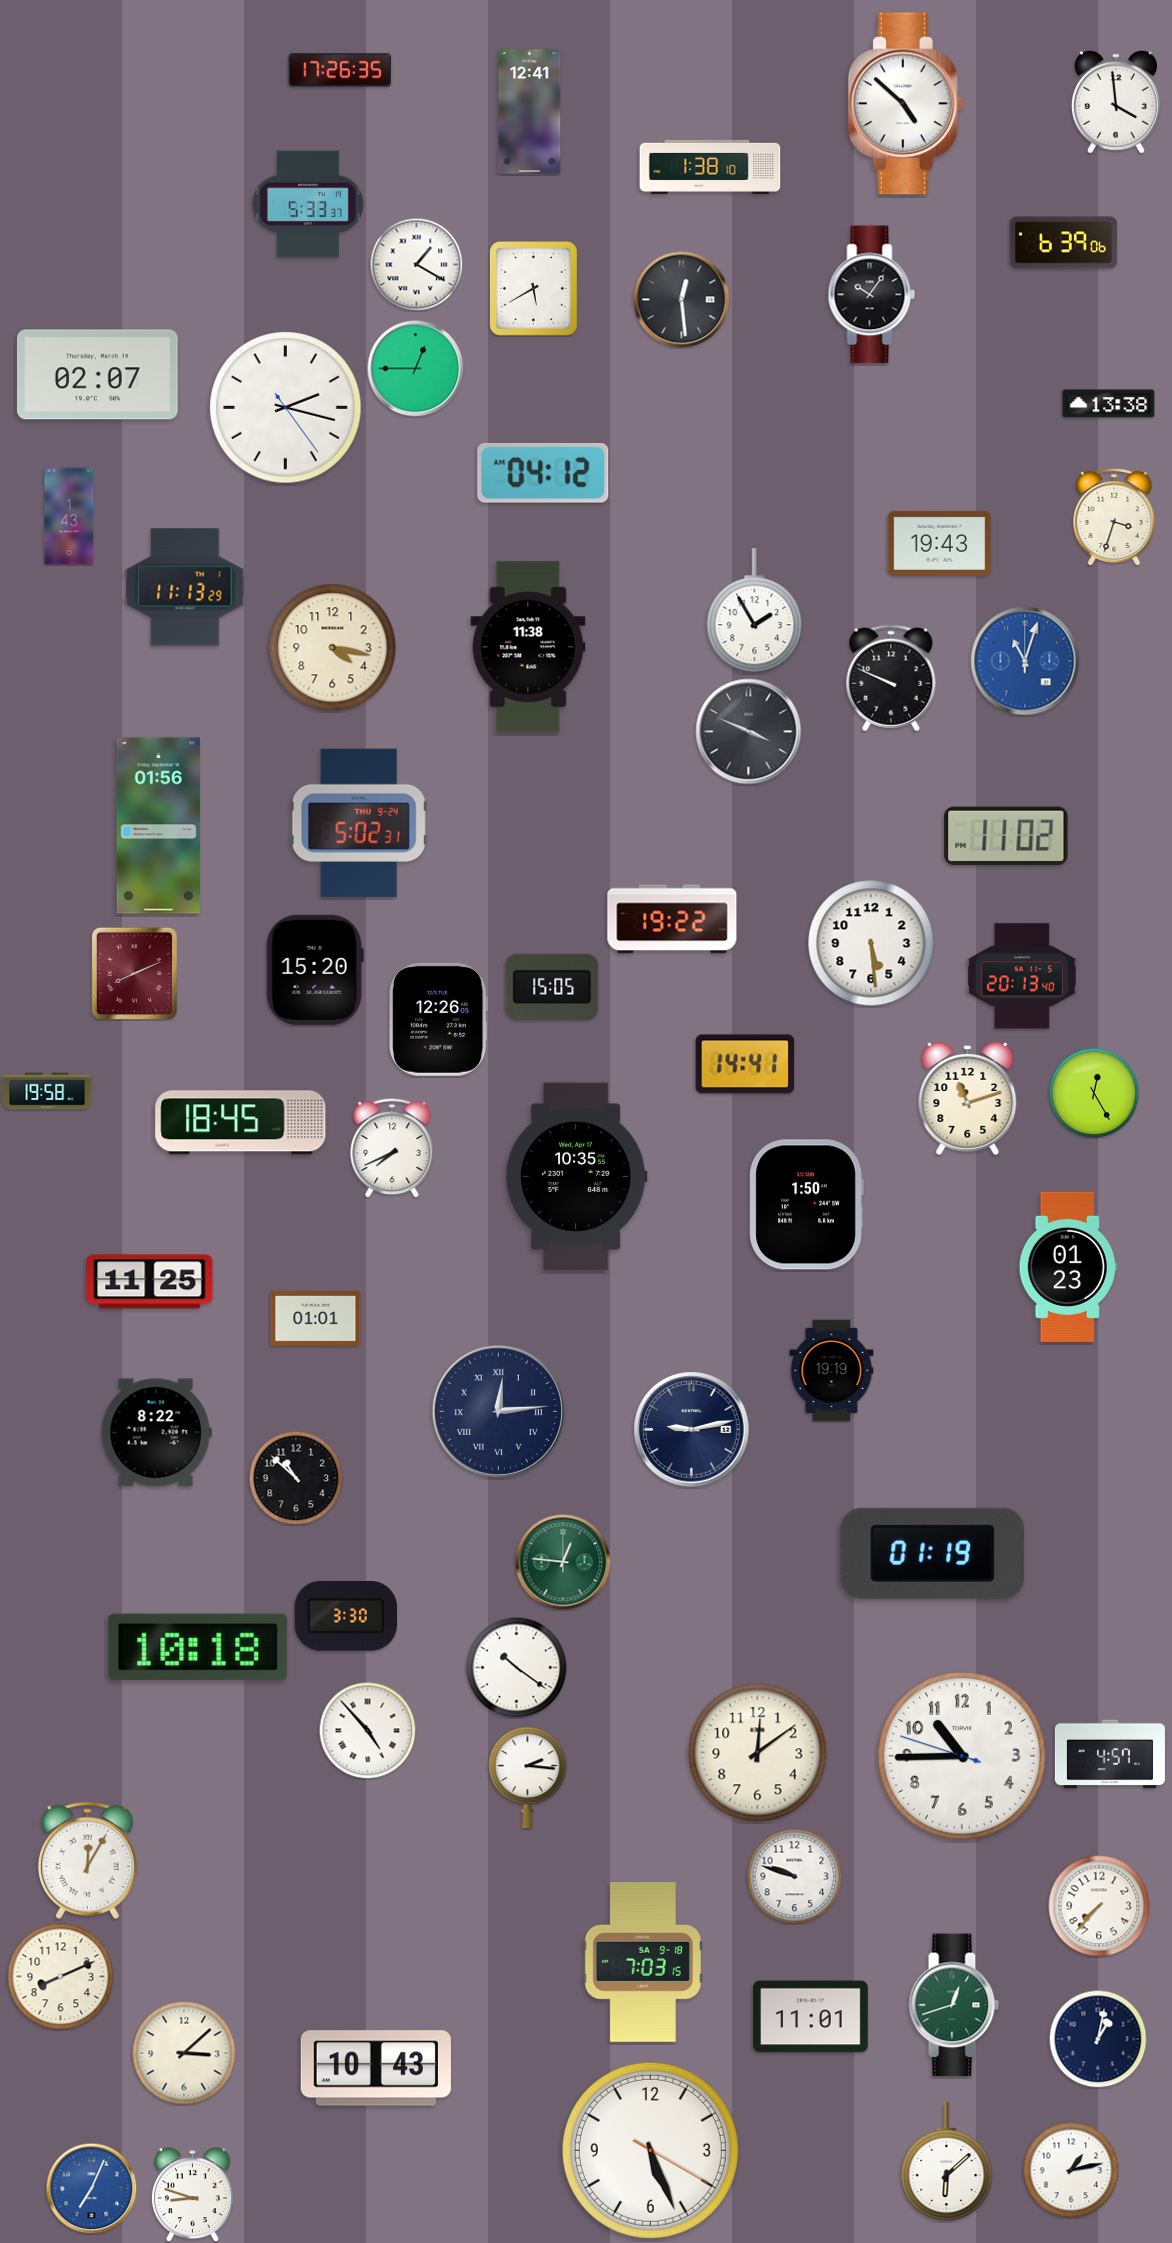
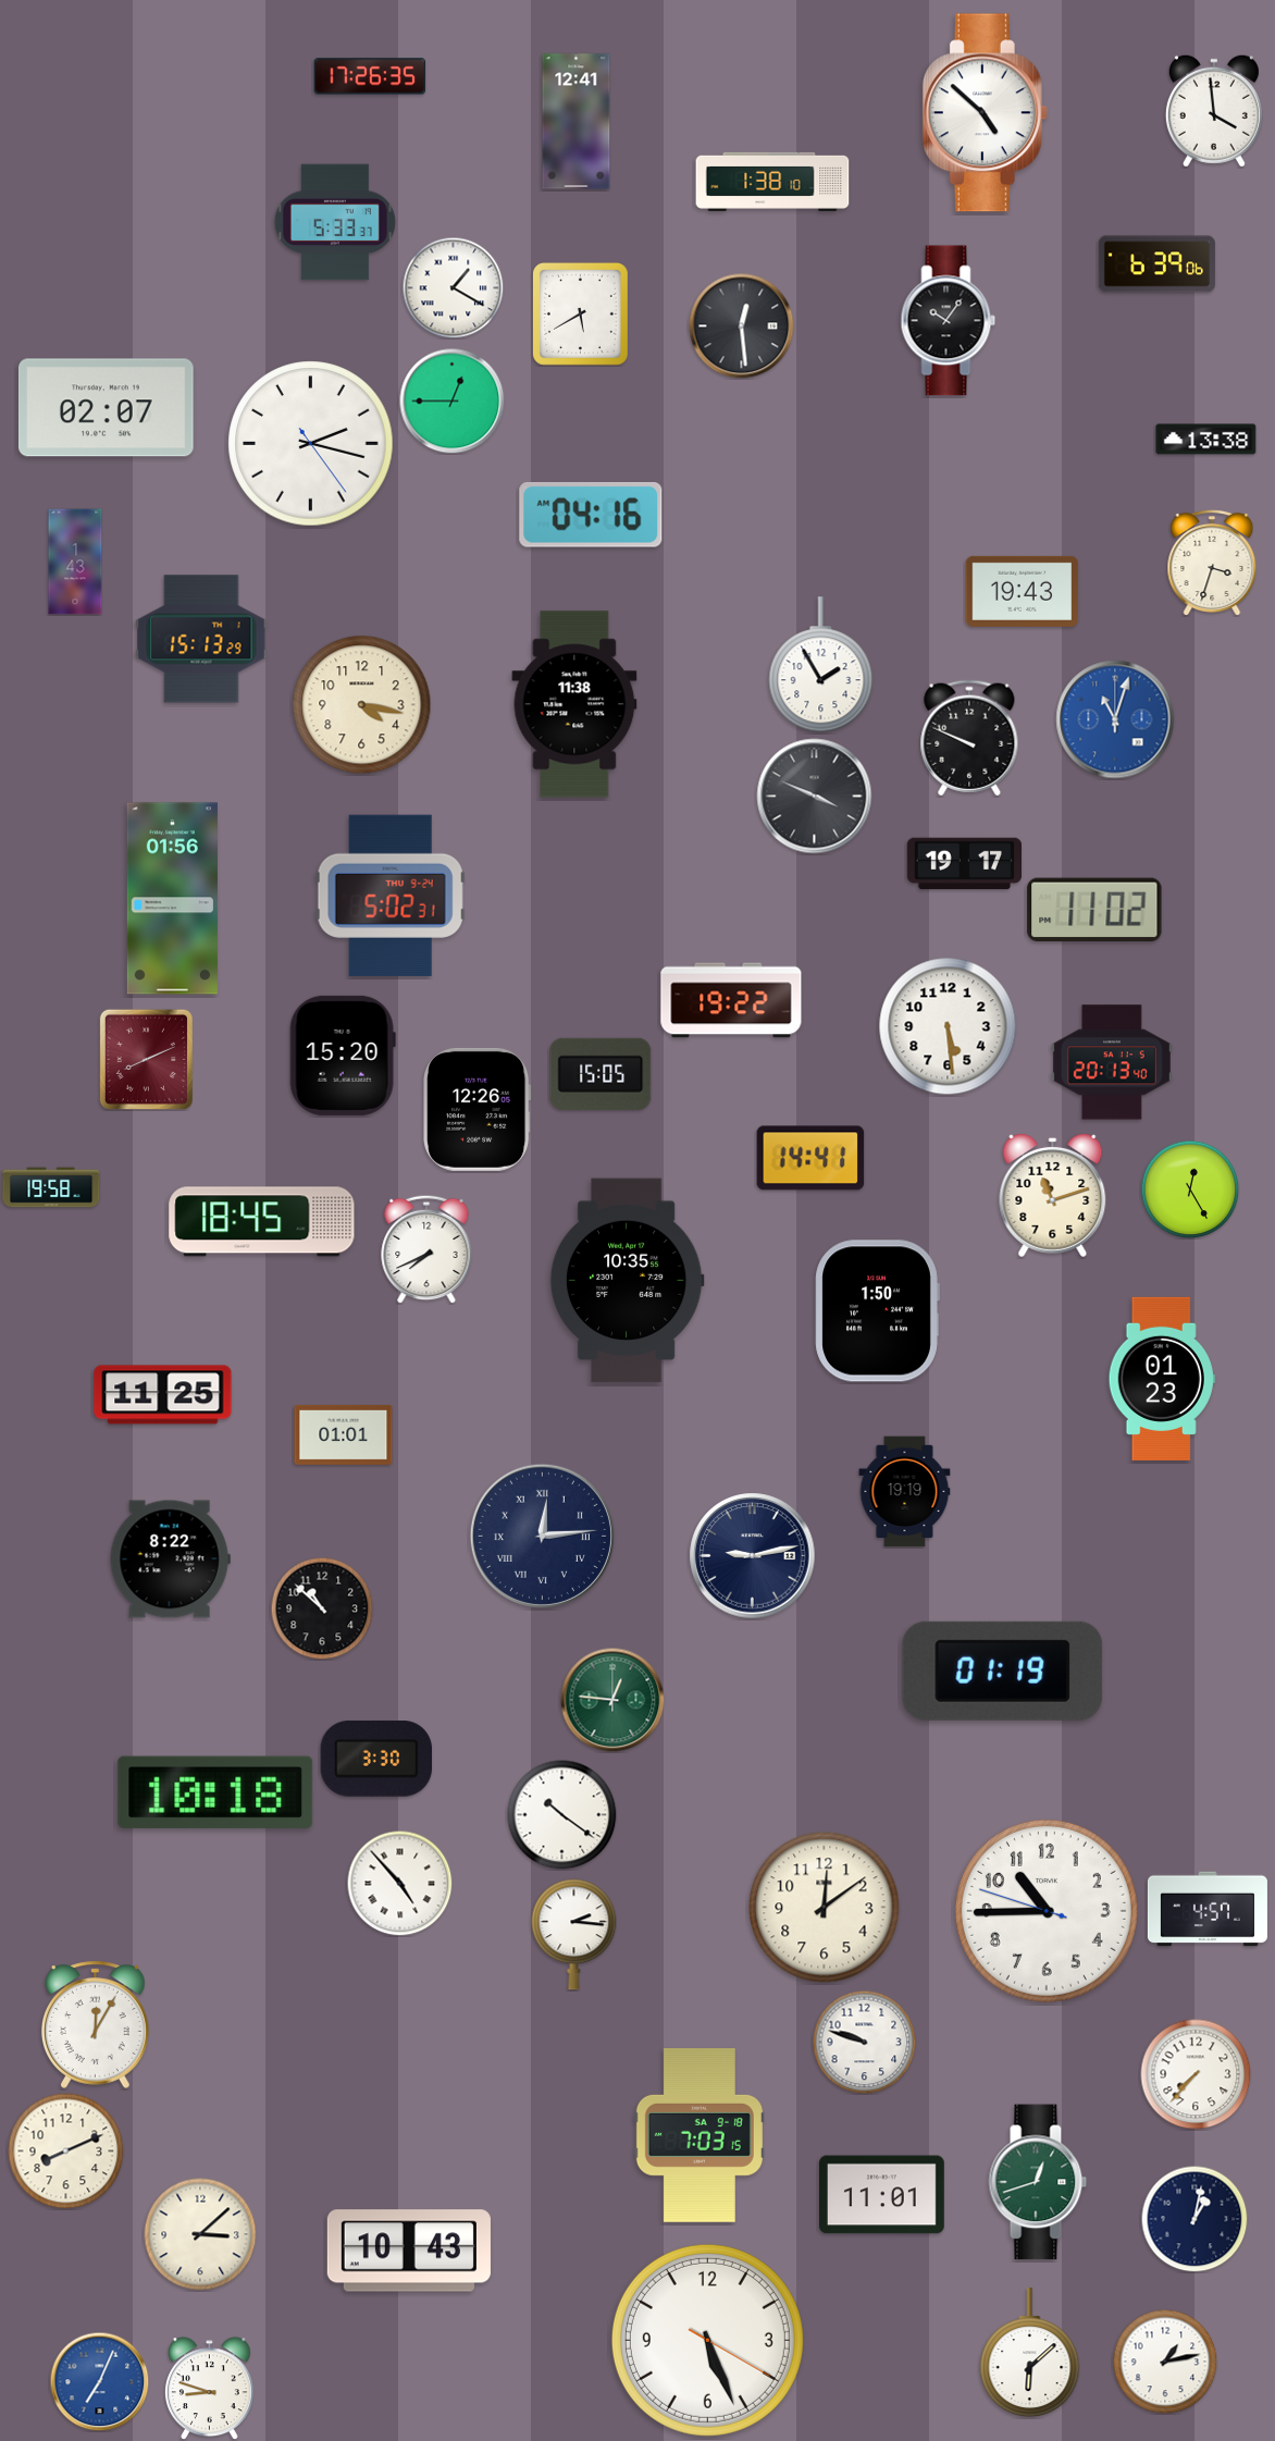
clock at (543, 473): 04:12 -> 04:16
clock at (185, 587): 11:13 -> 15:13
clock at (964, 864): none -> 19:17
clock at (933, 1553) position: (933, 1553) -> (1003, 1671)
